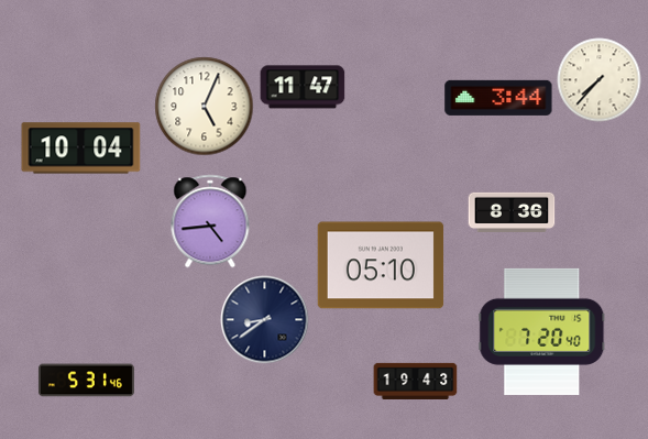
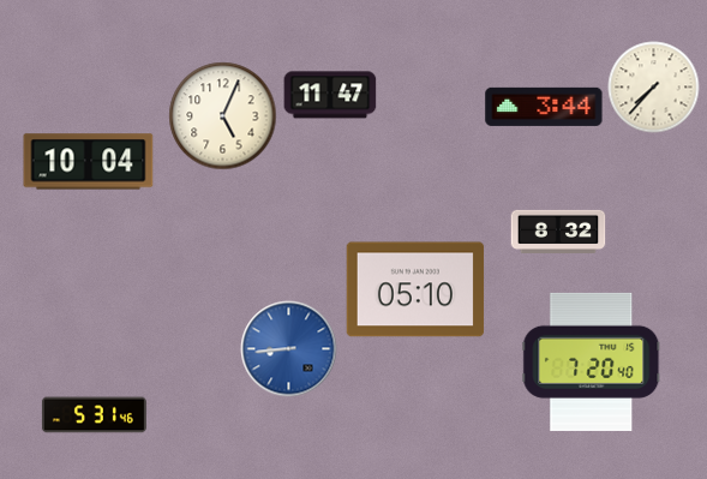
clock at (512, 211): 8:36 -> 8:32
clock at (210, 221): 4:44 -> none
clock at (265, 320): 8:39 -> 8:44
clock at (265, 320) dial: navy -> blue
clock at (416, 381): 19:43 -> none
